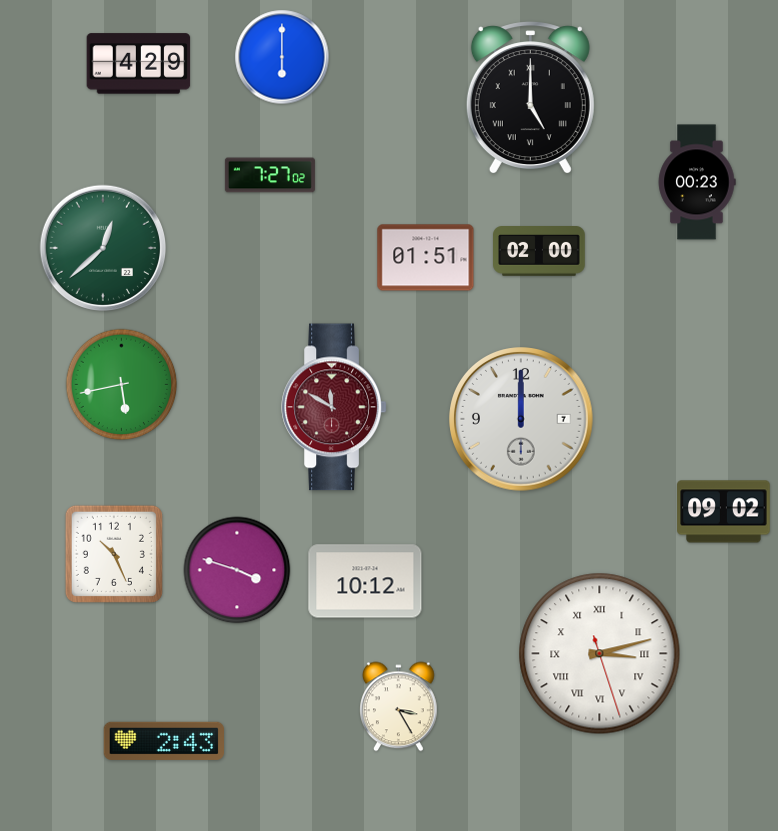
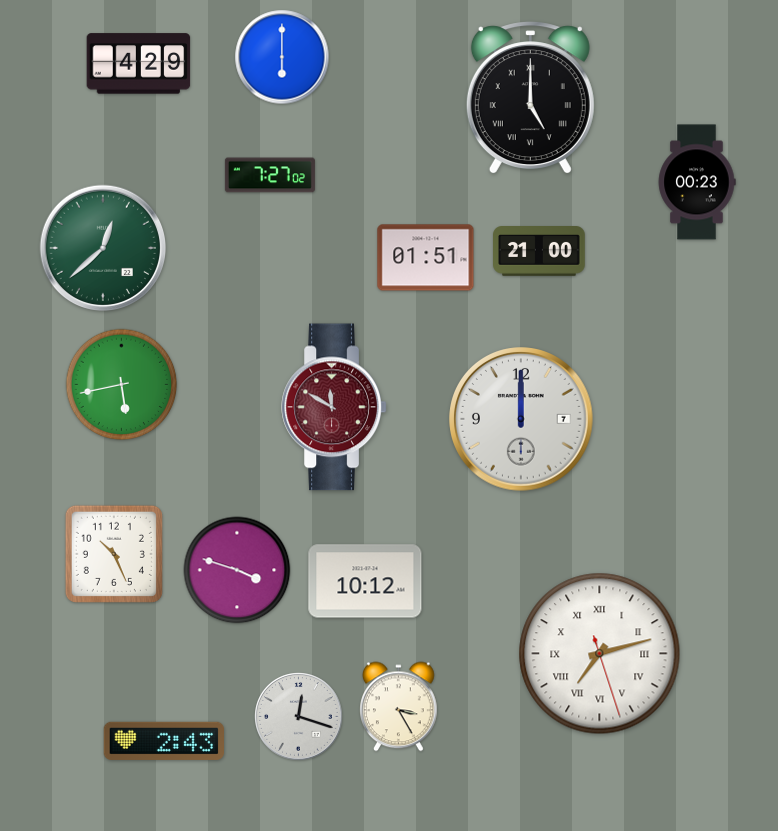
clock at (540, 252): 02:00 -> 21:00
clock at (724, 512): 09:02 -> none
clock at (600, 654): 3:12 -> 7:12
clock at (299, 717): none -> 12:18
